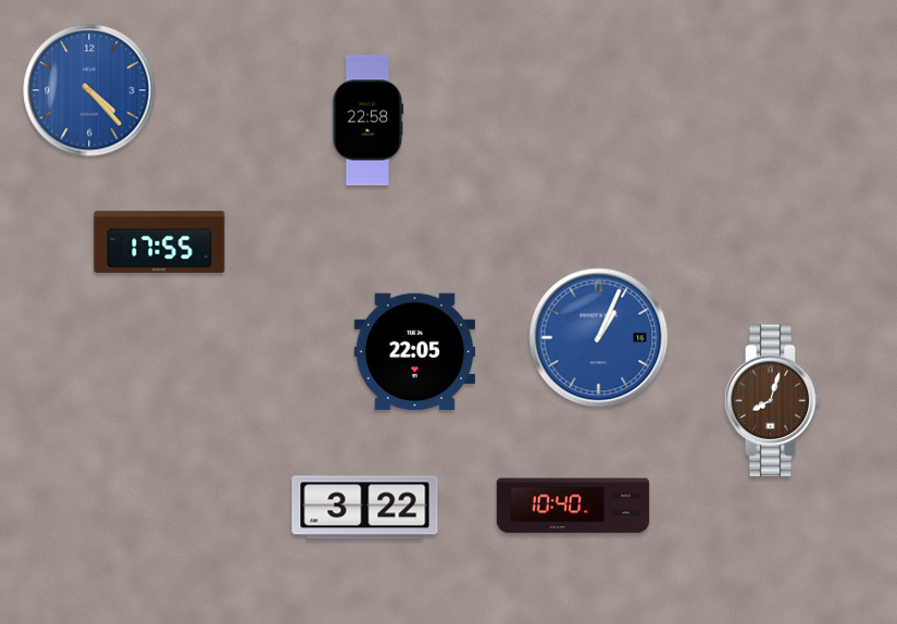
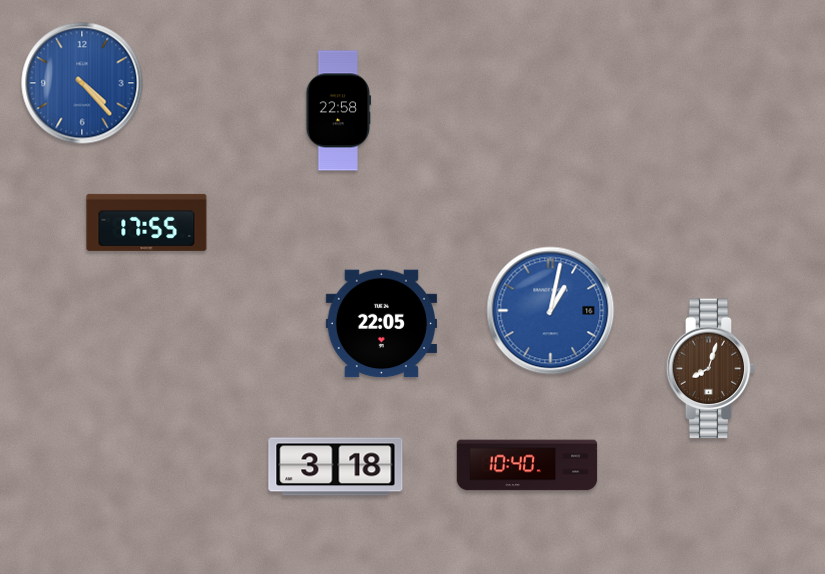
clock at (599, 338): 1:04 -> 1:02
clock at (365, 508): 3:22 -> 3:18
